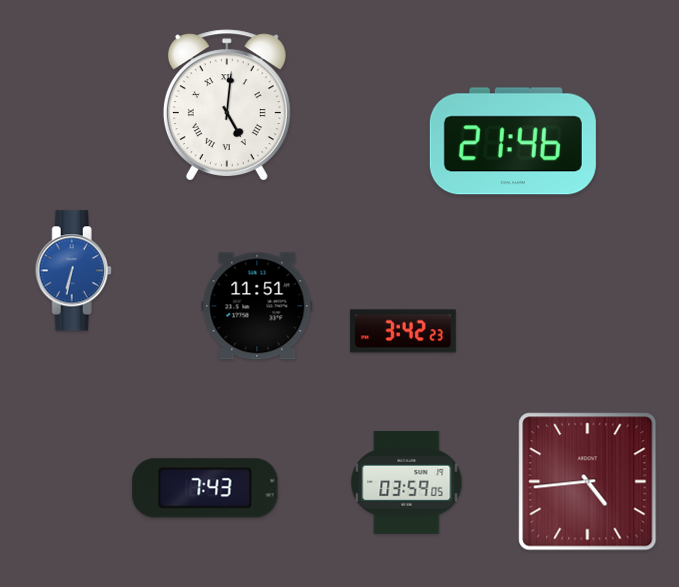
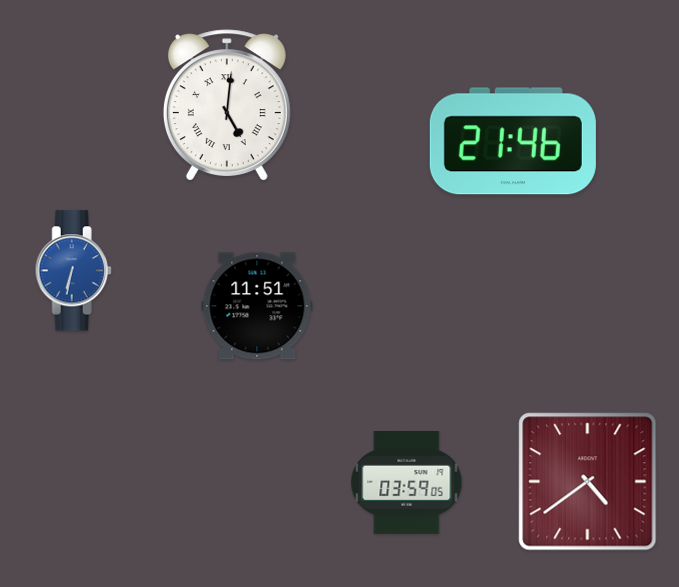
clock at (403, 331): 3:42 -> none
clock at (588, 482): 4:44 -> 4:39
clock at (205, 488): 7:43 -> none
